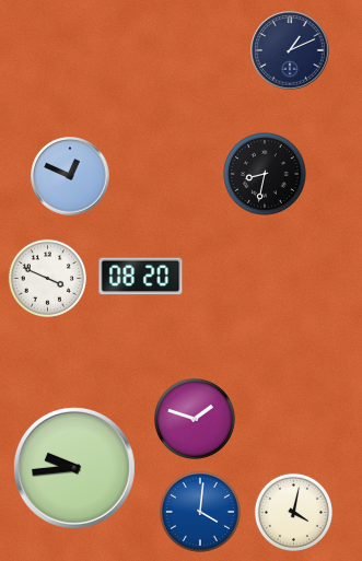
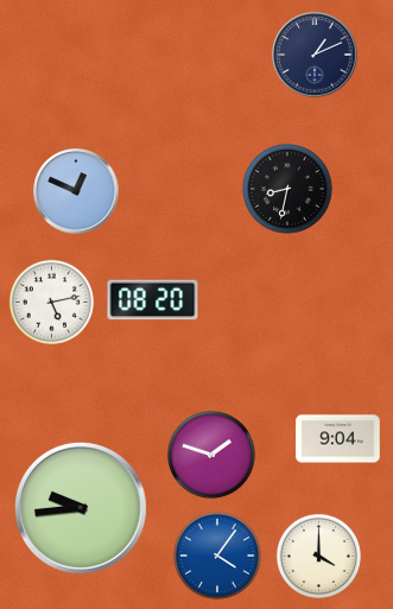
clock at (47, 278): 3:49 -> 5:13
clock at (338, 439): none -> 9:04
clock at (200, 512): 4:01 -> 4:06
clock at (293, 512): 4:02 -> 4:00
